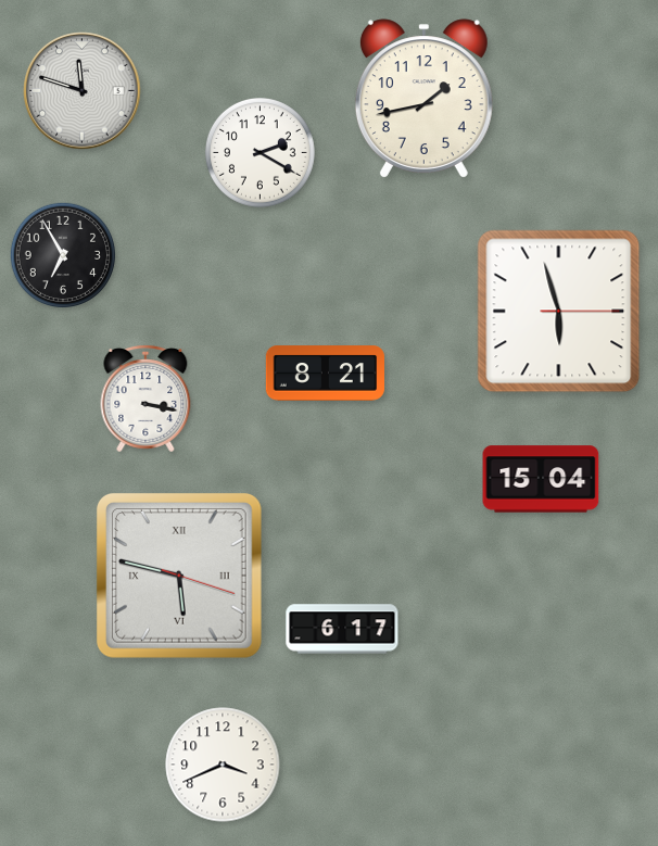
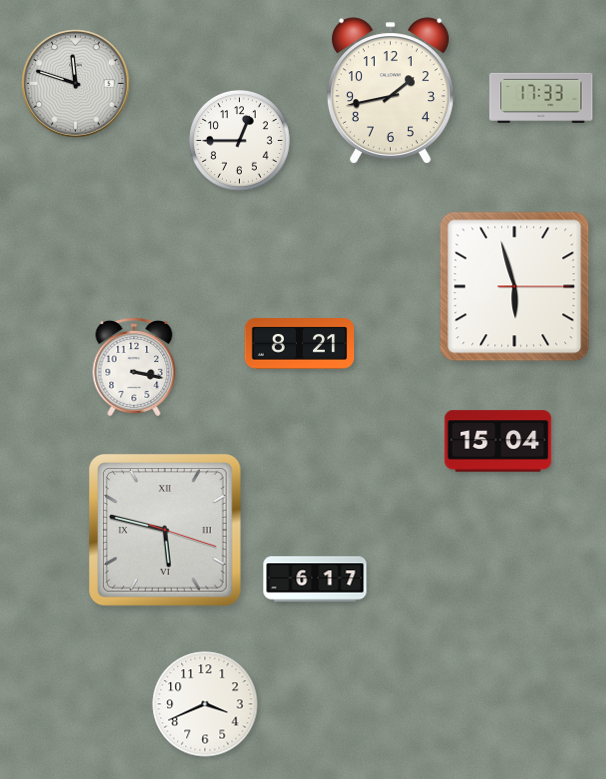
clock at (541, 98): none -> 17:33
clock at (260, 152): 2:20 -> 12:45
clock at (62, 254): 6:55 -> none
